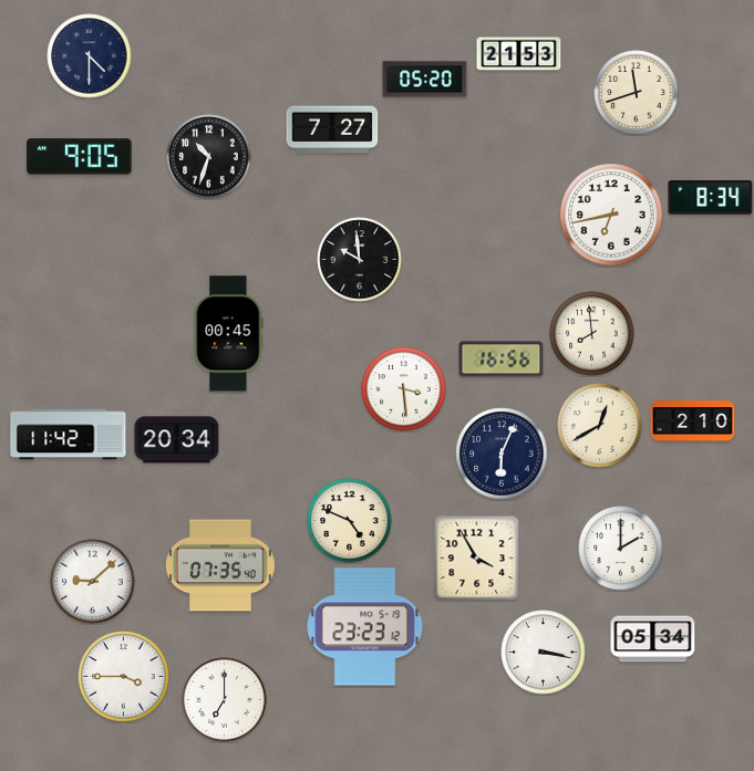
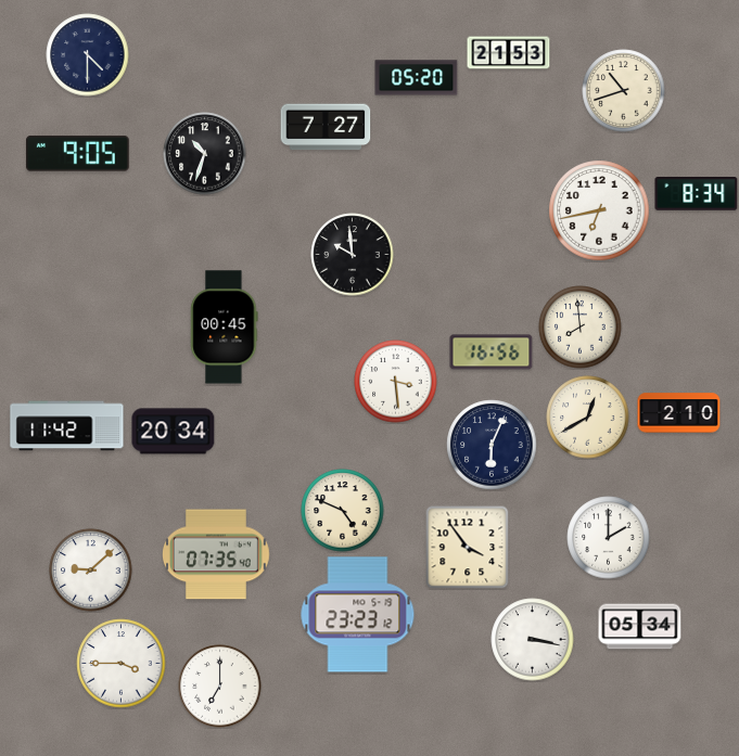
clock at (637, 93): 11:42 -> 10:42
clock at (476, 558): 3:55 -> 3:54
